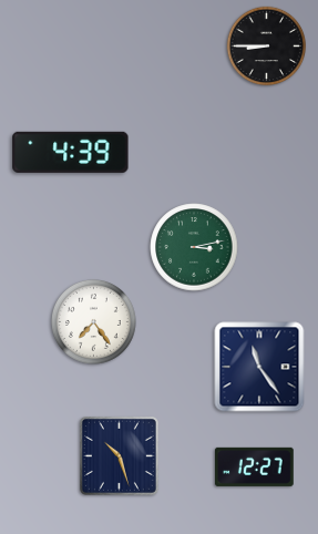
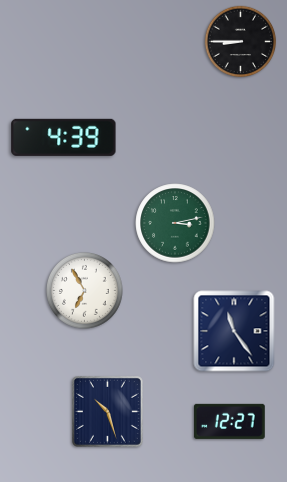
clock at (94, 322): 7:24 -> 6:55
